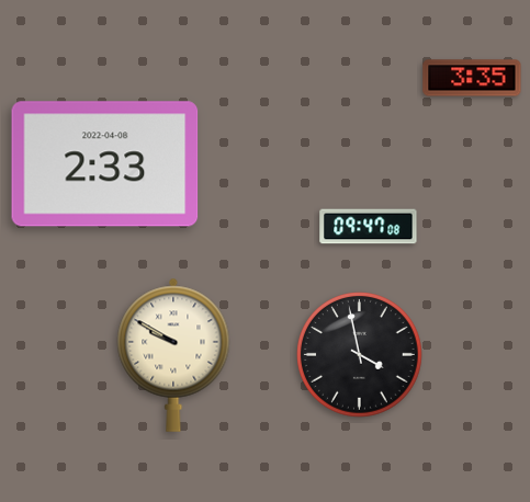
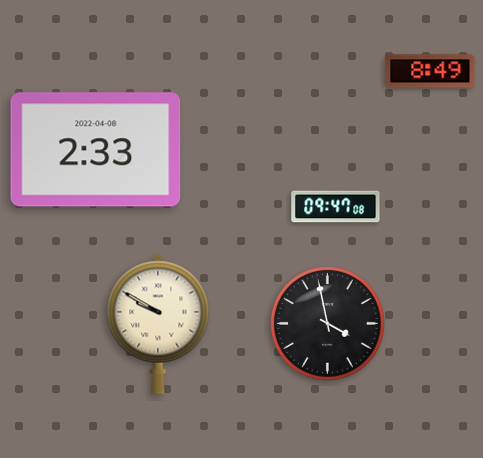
clock at (472, 78): 3:35 -> 8:49
